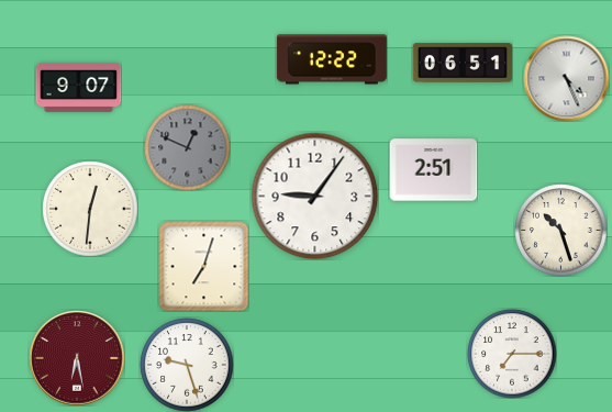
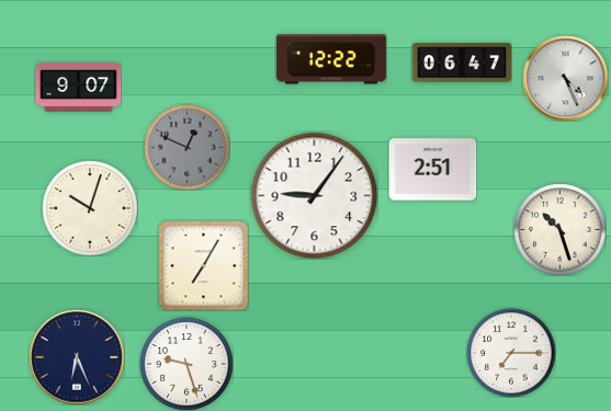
clock at (463, 63): 06:51 -> 06:47
clock at (90, 209): 12:31 -> 10:03
clock at (203, 266): 7:03 -> 7:05
clock at (77, 358): 6:28 -> 6:26
clock at (77, 358) dial: burgundy -> navy
